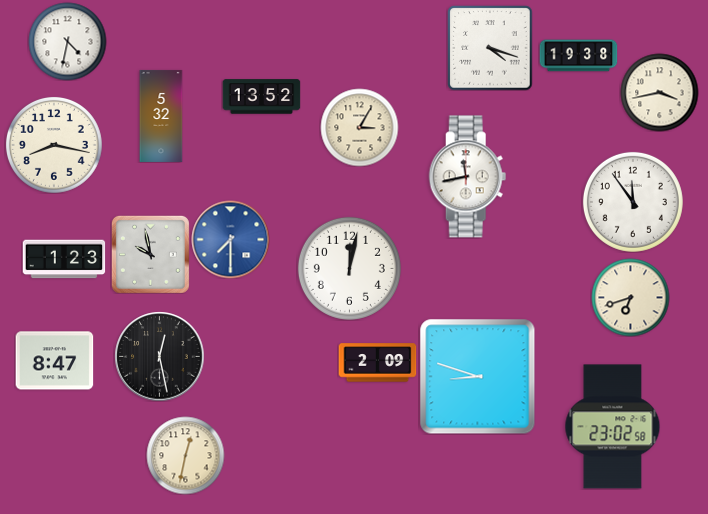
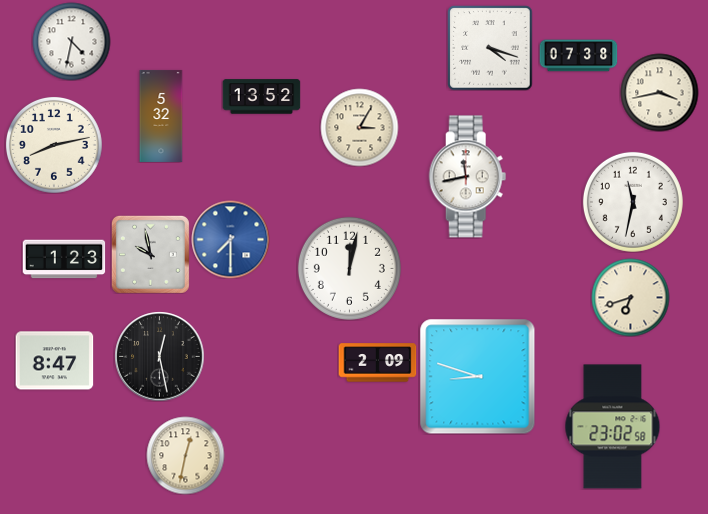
clock at (67, 41) position: (67, 41) -> (71, 41)
clock at (578, 56): 19:38 -> 07:38
clock at (54, 145): 8:17 -> 8:13
clock at (633, 202): 11:54 -> 11:32
